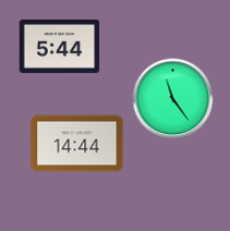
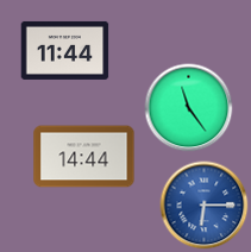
clock at (60, 46): 5:44 -> 11:44
clock at (205, 206): none -> 6:15
